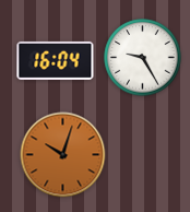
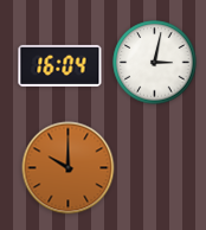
clock at (143, 58): 9:25 -> 3:02
clock at (63, 155): 10:03 -> 10:00
